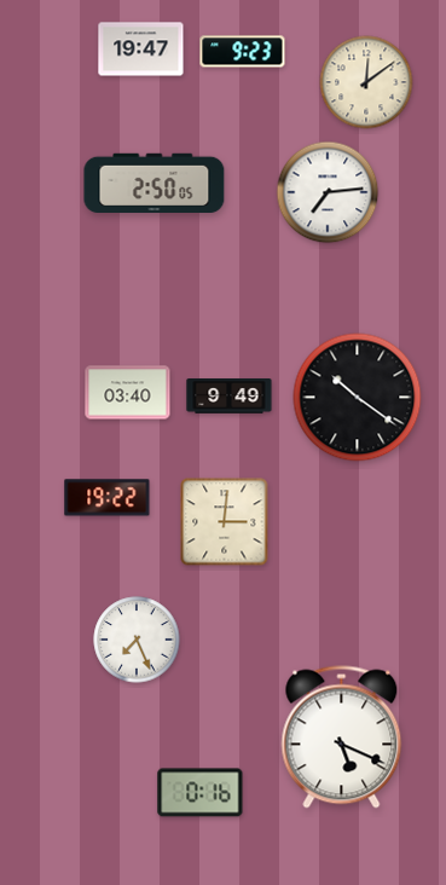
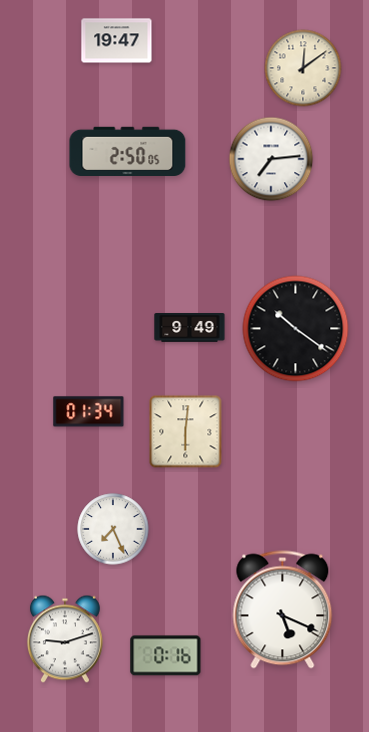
clock at (243, 52): 9:23 -> none
clock at (128, 393): 03:40 -> none
clock at (108, 498): 19:22 -> 01:34
clock at (225, 522): 3:01 -> 6:01
clock at (65, 639): none -> 9:12
